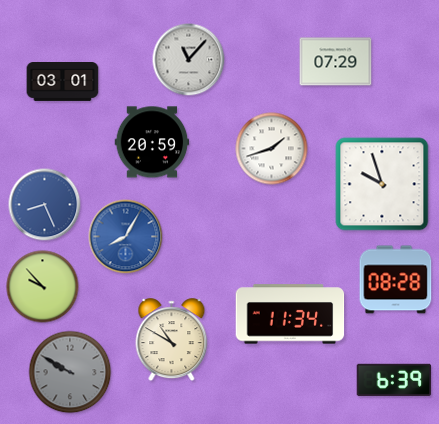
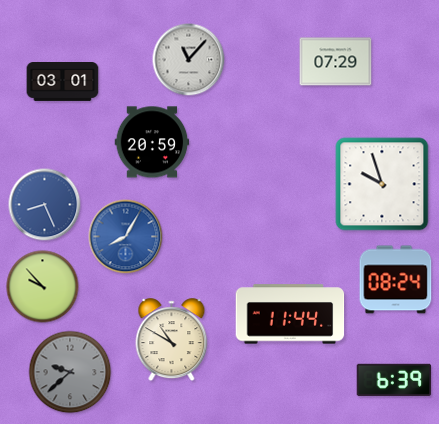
clock at (272, 149): 1:42 -> none
clock at (396, 280): 08:28 -> 08:24
clock at (290, 314): 11:34 -> 11:44
clock at (70, 372): 9:50 -> 9:38
